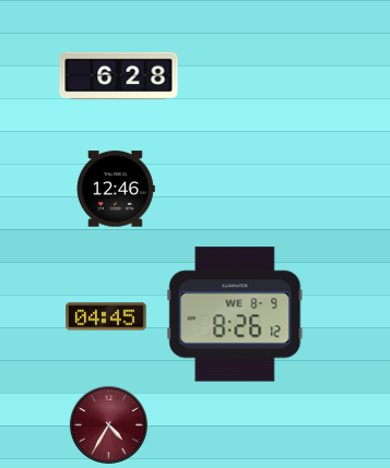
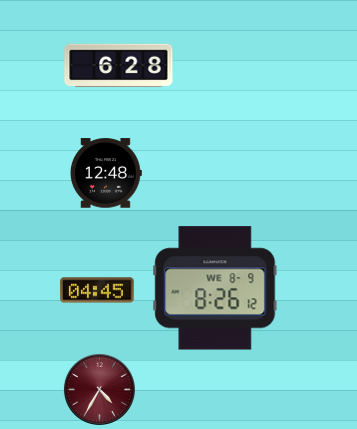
clock at (119, 76) position: (119, 76) -> (119, 66)
clock at (116, 189): 12:46 -> 12:48
